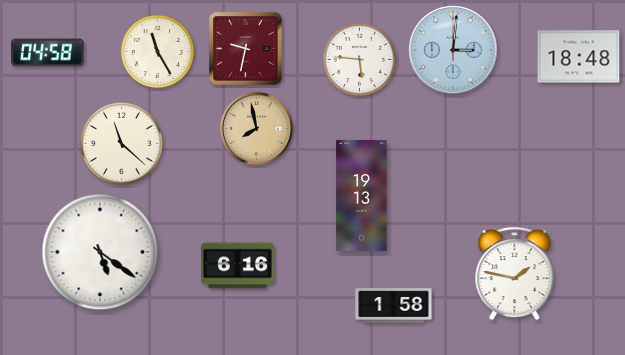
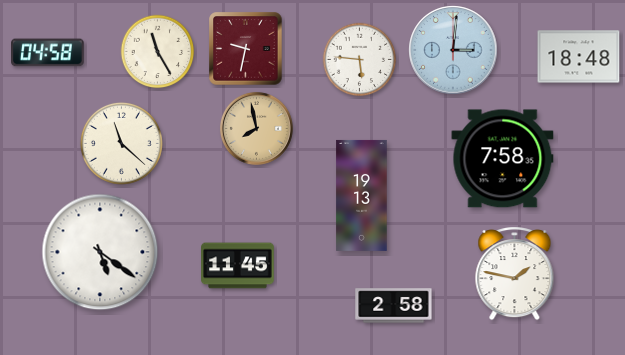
clock at (503, 159): none -> 7:58
clock at (238, 266): 6:16 -> 11:45
clock at (394, 306): 1:58 -> 2:58
